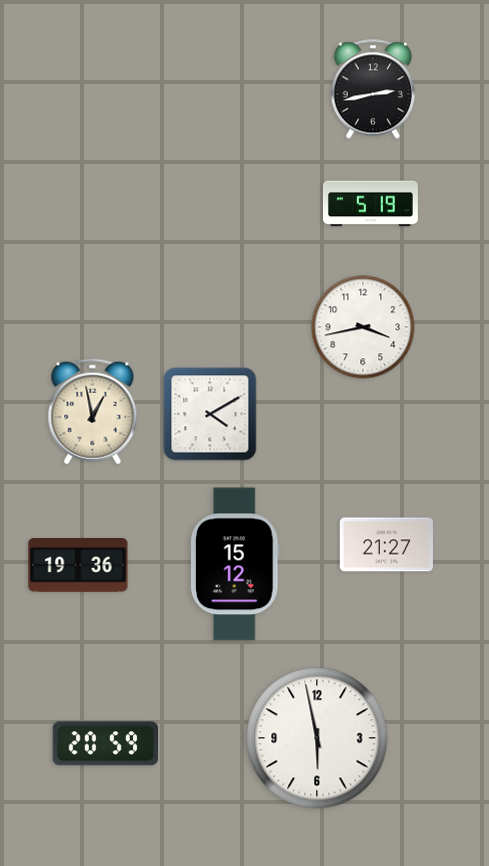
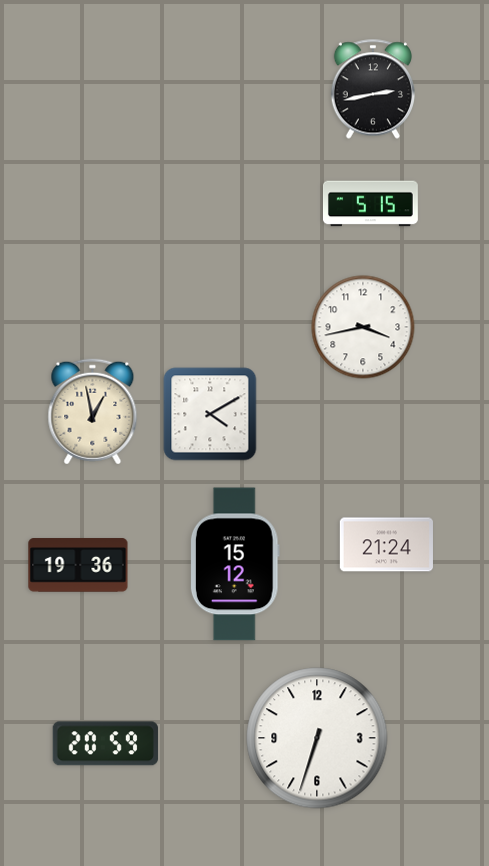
clock at (370, 204): 5:19 -> 5:15
clock at (386, 545): 21:27 -> 21:24
clock at (317, 738): 5:58 -> 6:33
